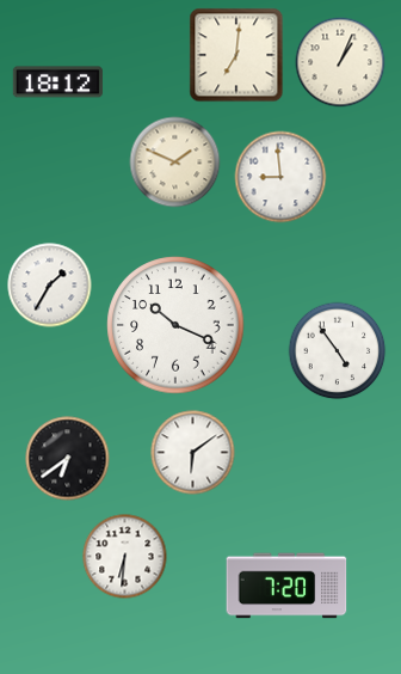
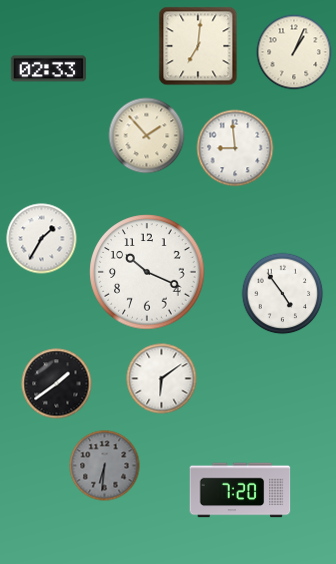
clock at (340, 62) position: (340, 62) -> (294, 52)
clock at (57, 82): 18:12 -> 02:33
clock at (175, 163): 1:49 -> 1:53
clock at (68, 459): 6:39 -> 1:39
clock at (125, 557) dial: white -> grey
